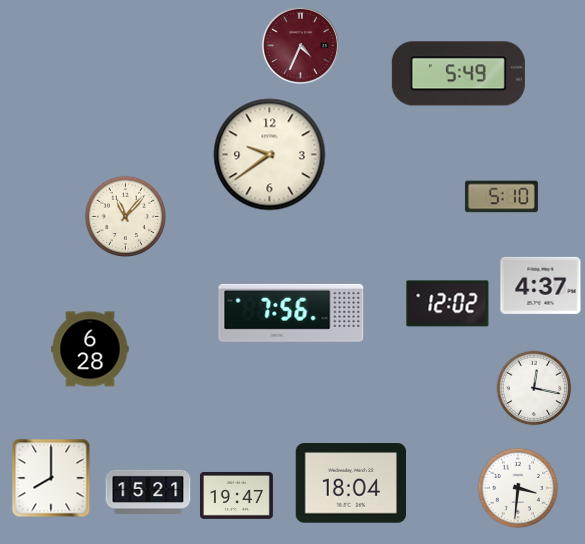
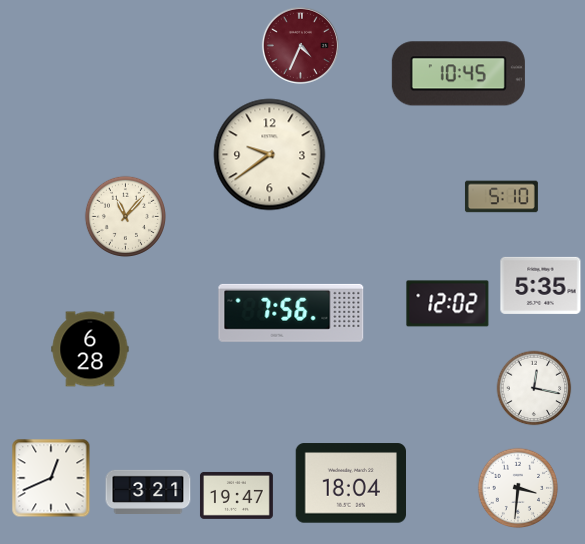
clock at (458, 74): 5:49 -> 10:45
clock at (541, 285): 4:37 -> 5:35
clock at (51, 478): 8:00 -> 12:41
clock at (148, 491): 15:21 -> 3:21
